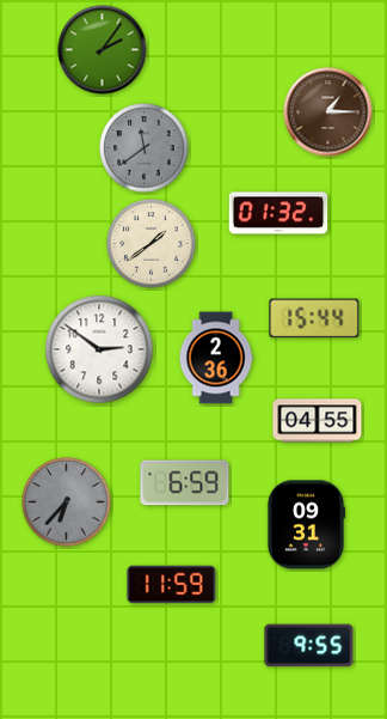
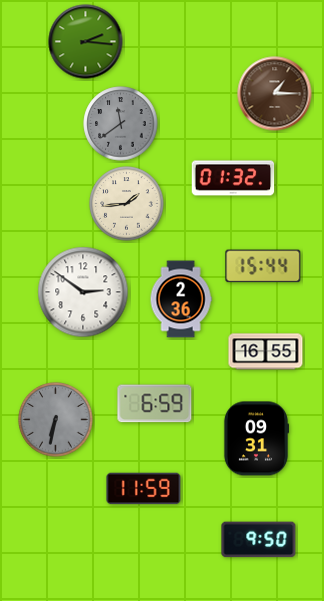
clock at (103, 50): 2:06 -> 2:16
clock at (152, 244): 1:39 -> 1:44
clock at (318, 421): 04:55 -> 16:55
clock at (67, 502): 6:37 -> 6:32
clock at (309, 646): 9:55 -> 9:50
